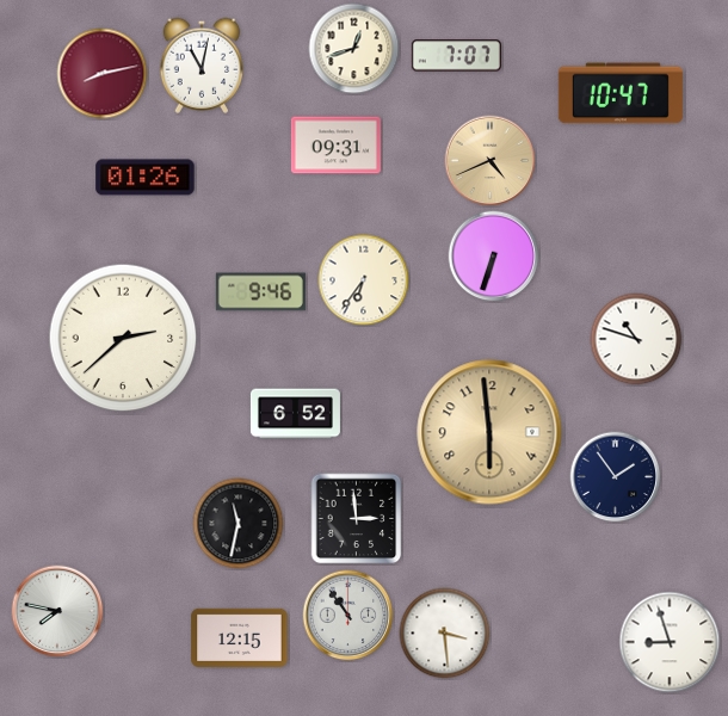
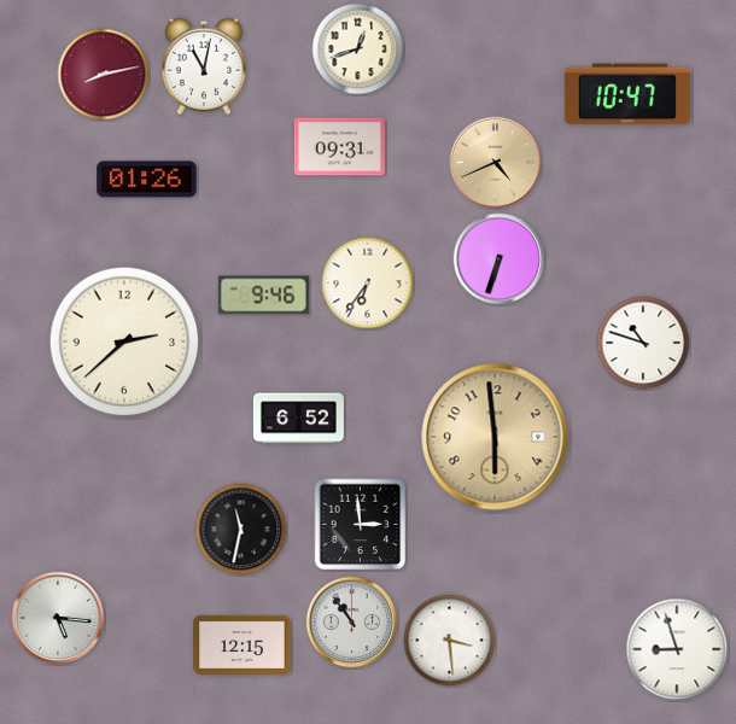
clock at (456, 56): 7:07 -> none
clock at (616, 477): 1:54 -> none
clock at (57, 611): 7:47 -> 5:16
